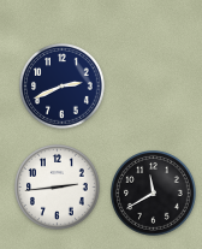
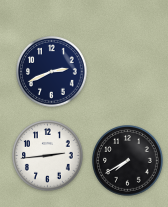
clock at (154, 194): 11:40 -> 7:40
